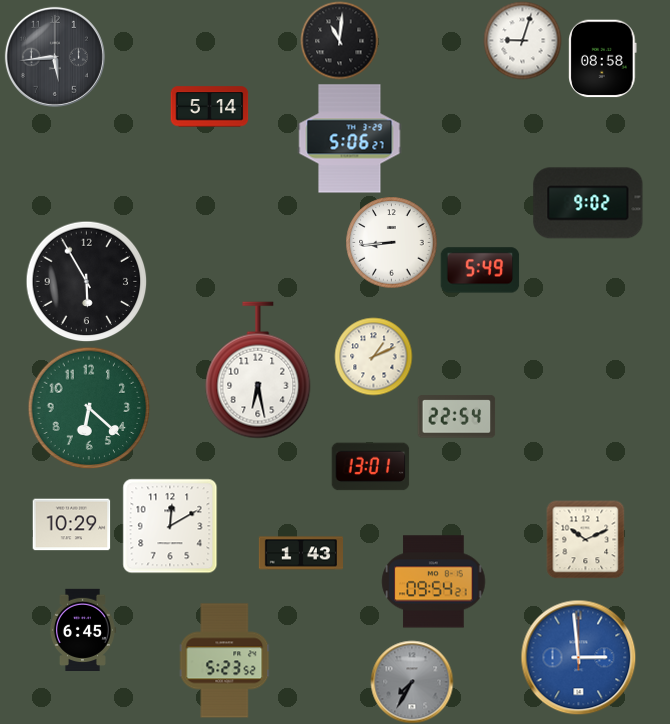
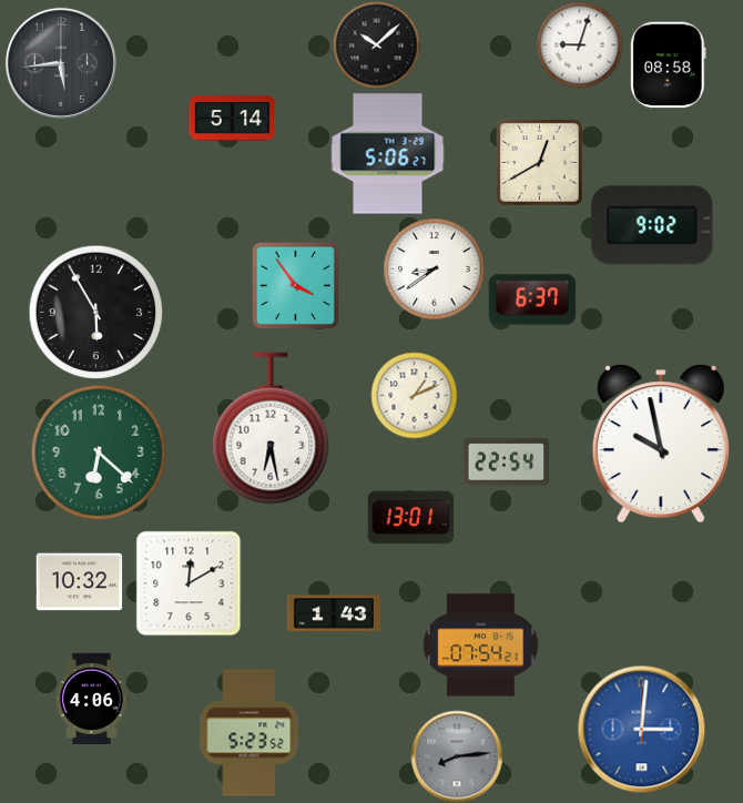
clock at (339, 40): 11:01 -> 10:08
clock at (539, 162): none -> 12:40
clock at (391, 242): 8:44 -> 8:39
clock at (295, 285): none -> 3:54
clock at (480, 270): 5:49 -> 6:37
clock at (258, 370) position: (258, 370) -> (271, 428)
clock at (661, 444): none -> 9:58
clock at (71, 525): 10:29 -> 10:32
clock at (585, 539): 10:11 -> none
clock at (434, 582): 09:54 -> 07:54
clock at (82, 629): 6:45 -> 4:06
clock at (578, 657): 2:59 -> 3:01
clock at (412, 682): 7:35 -> 8:14
